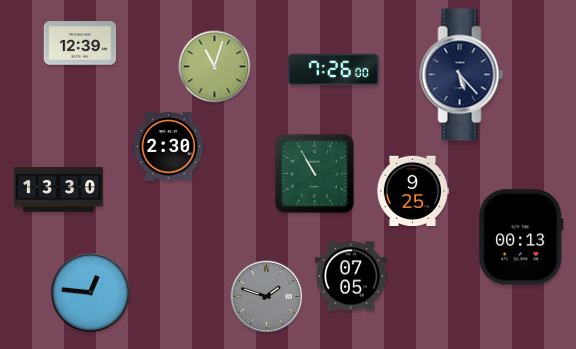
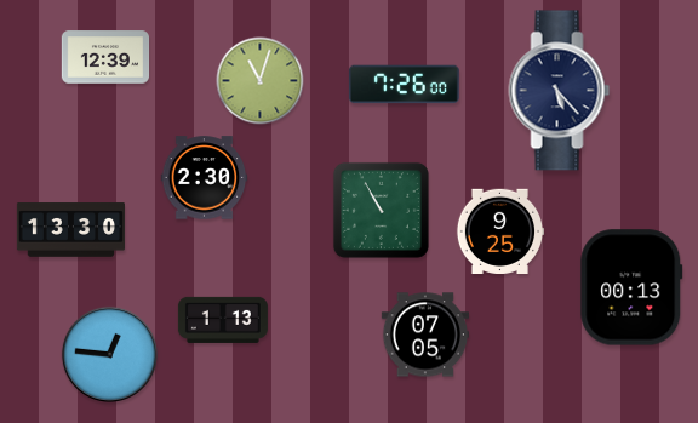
clock at (80, 43) position: (80, 43) -> (105, 57)
clock at (223, 320): none -> 1:13
clock at (267, 297): 1:48 -> none
